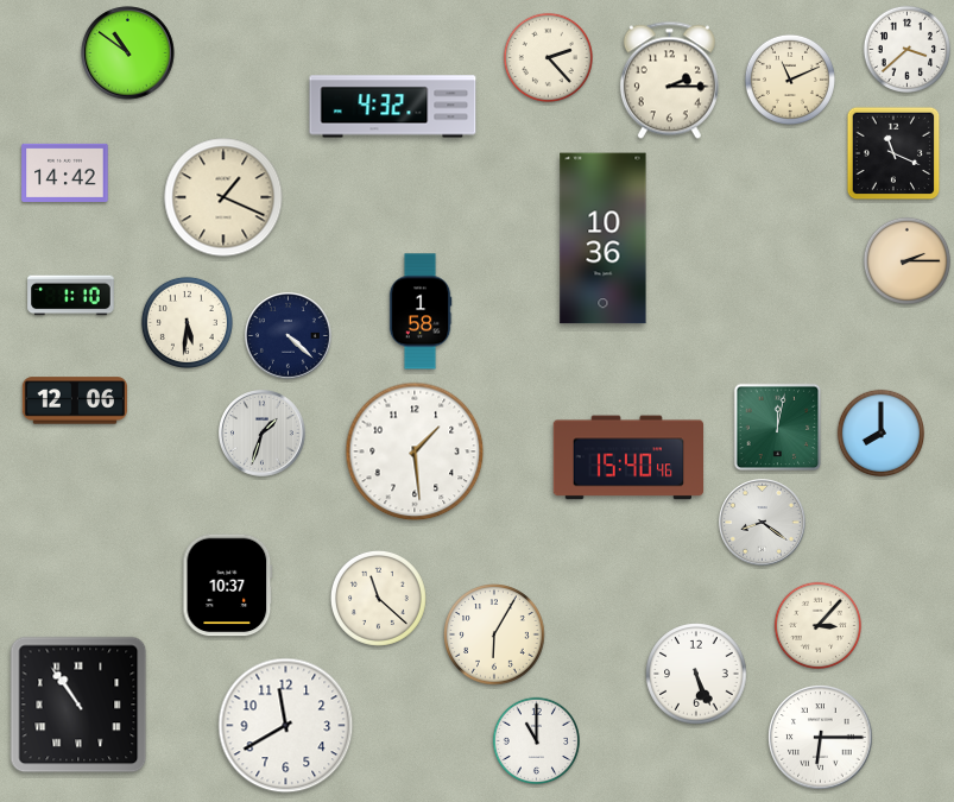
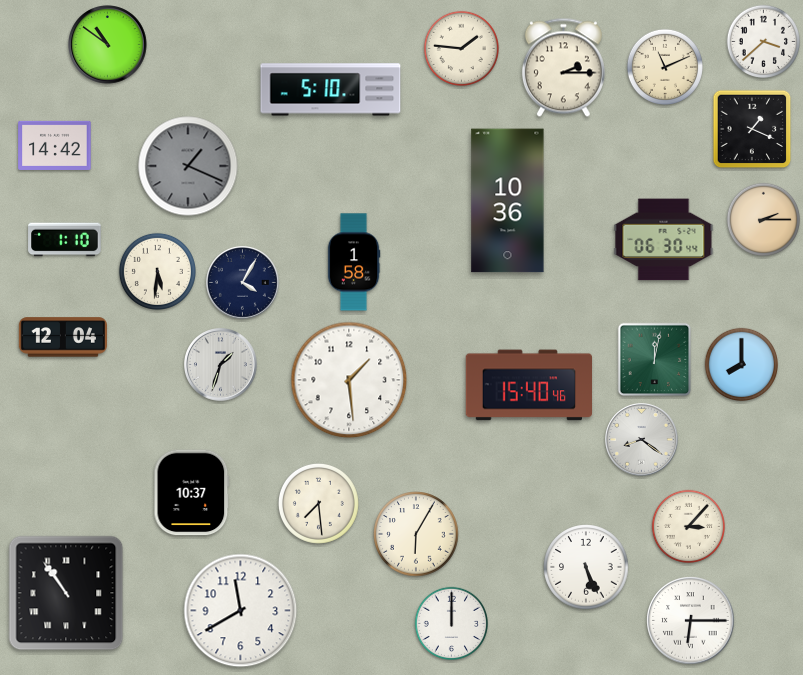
clock at (548, 57): 2:23 -> 1:46
clock at (393, 107): 4:32 -> 5:10
clock at (893, 153): 11:19 -> 1:19
clock at (223, 197) dial: cream -> grey
clock at (664, 240): none -> 06:30
clock at (71, 296) position: (71, 296) -> (65, 240)
clock at (289, 336): 4:22 -> 4:05
clock at (75, 400): 12:06 -> 12:04
clock at (378, 598): 11:22 -> 7:29
clock at (537, 741): 11:00 -> 12:00
